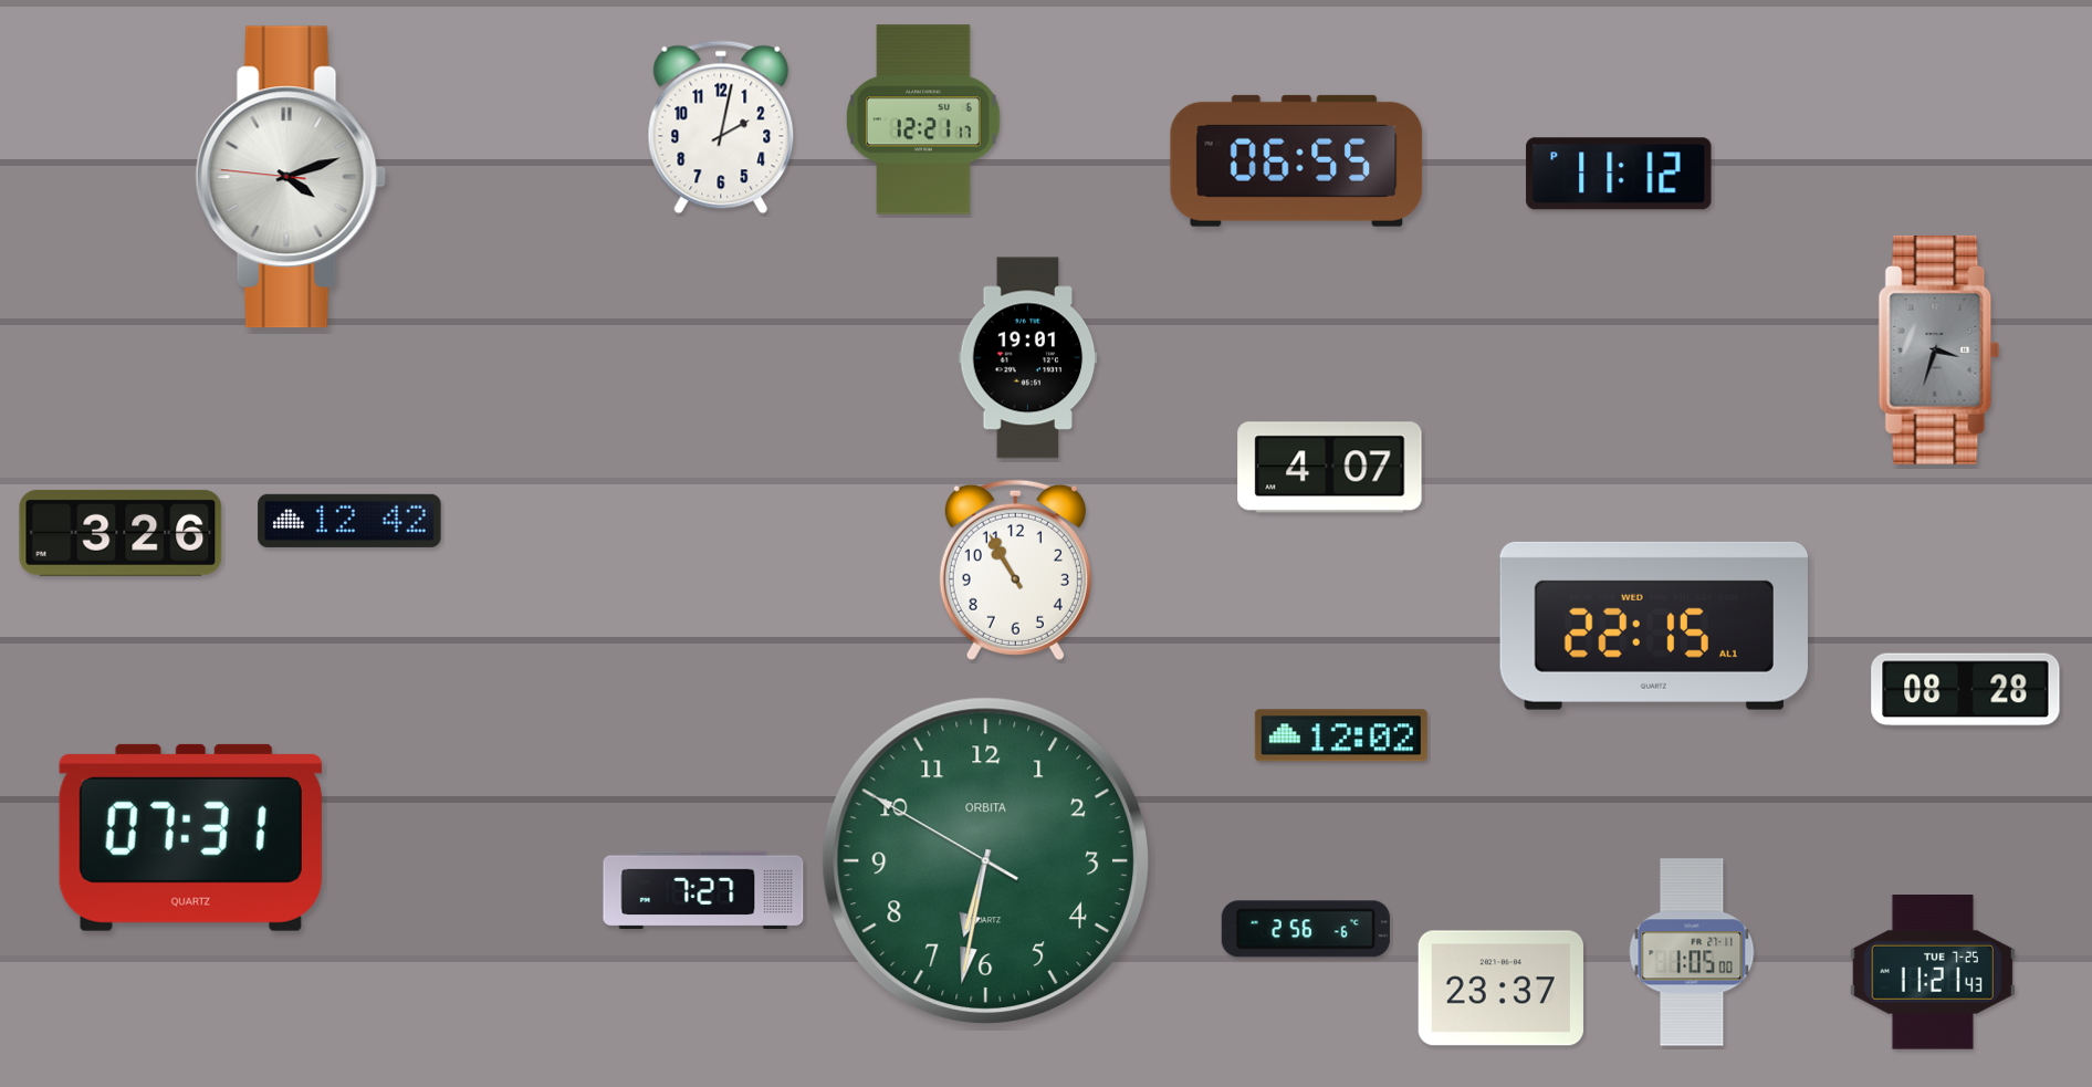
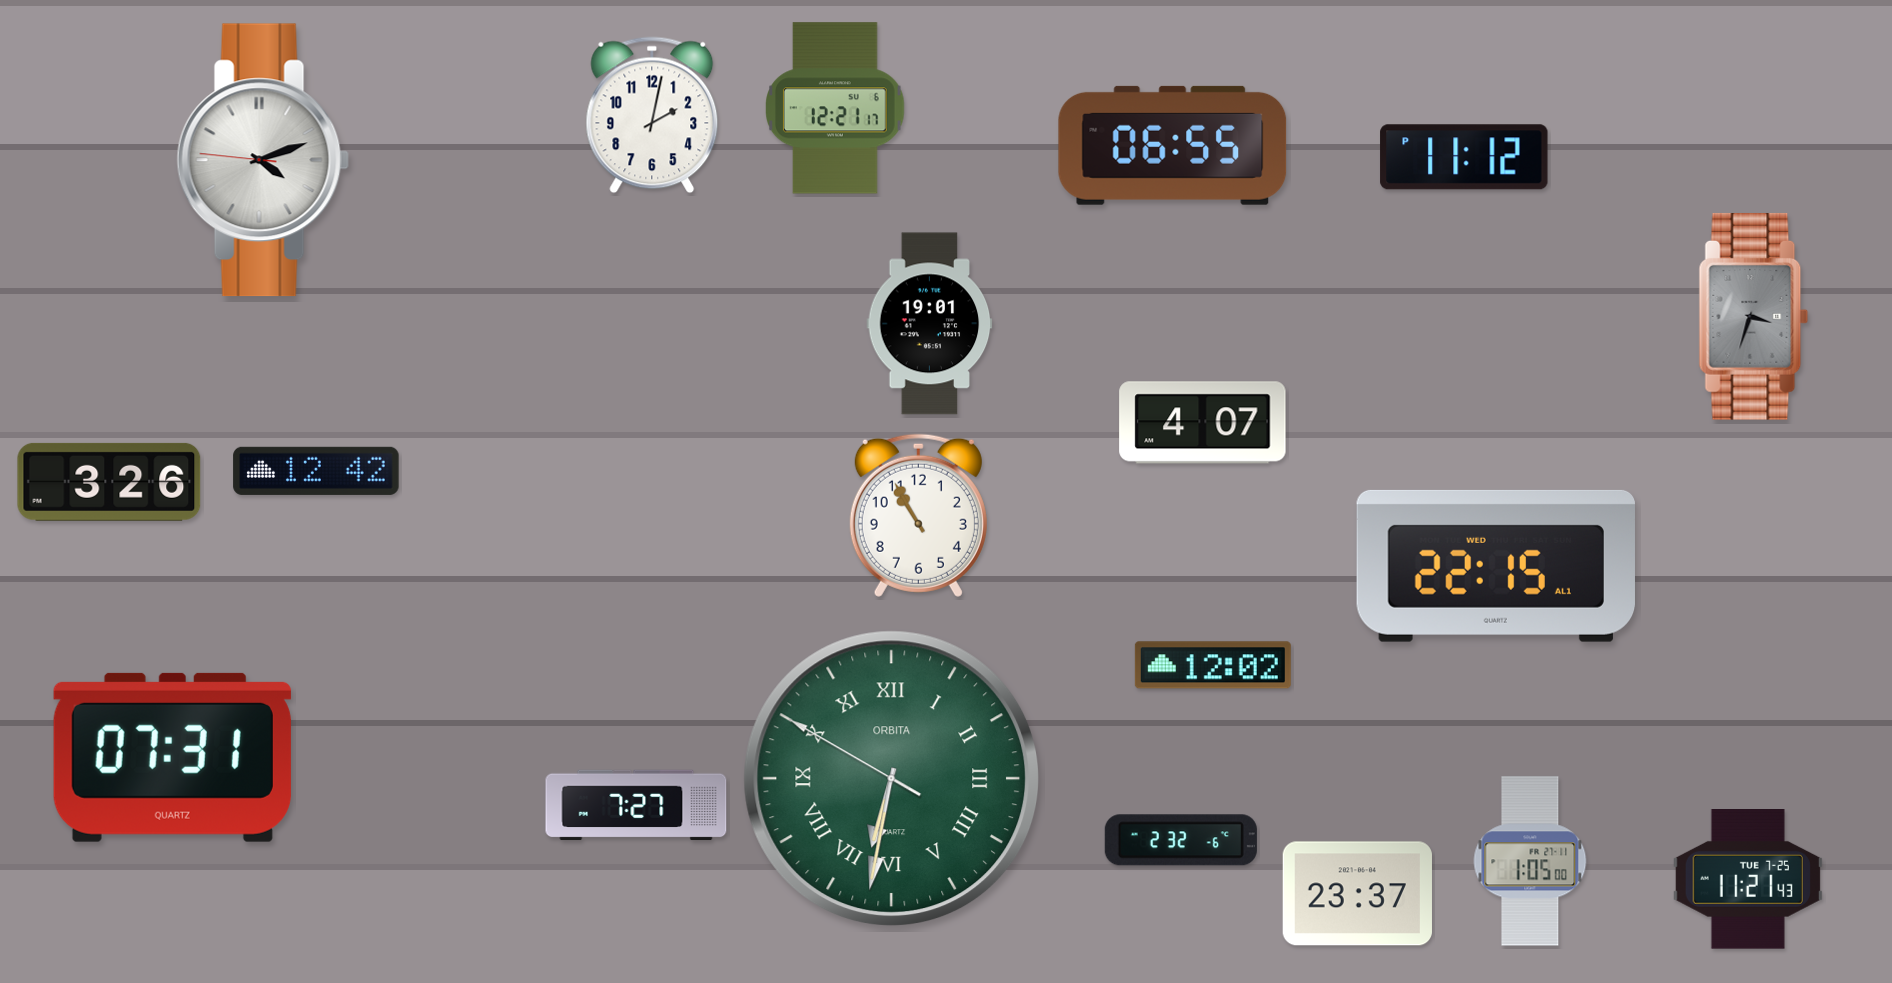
clock at (1966, 690): 08:28 -> none
clock at (986, 861) numerals: Arabic -> Roman
clock at (1306, 929): 2:56 -> 2:32
